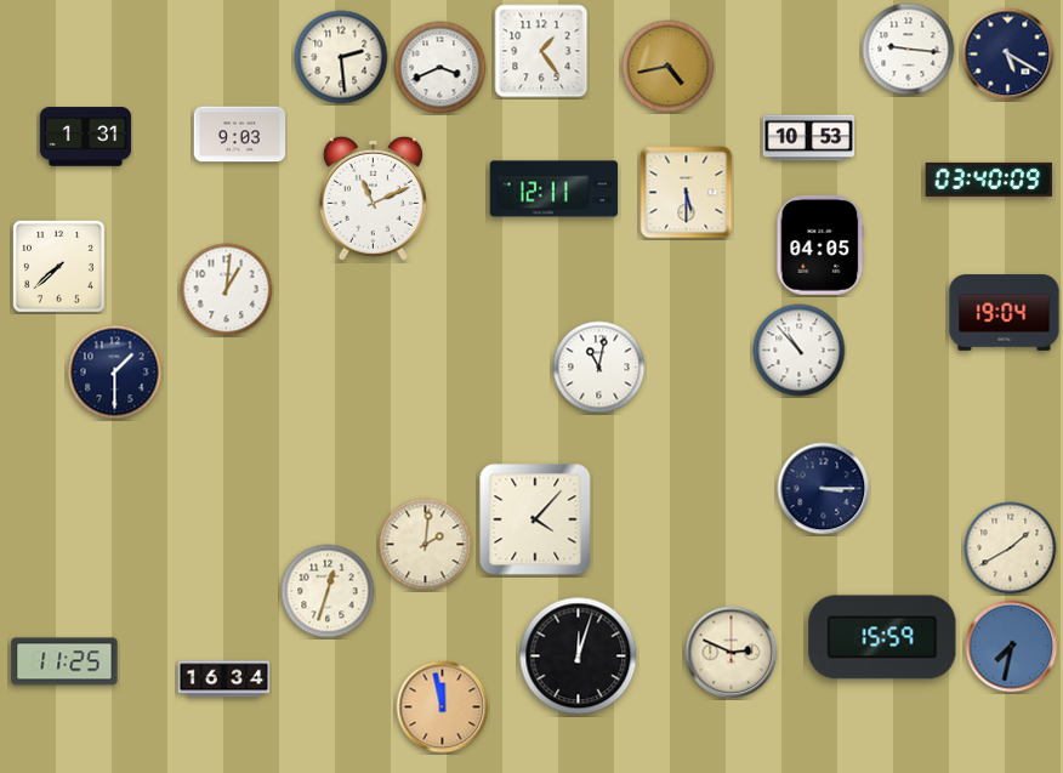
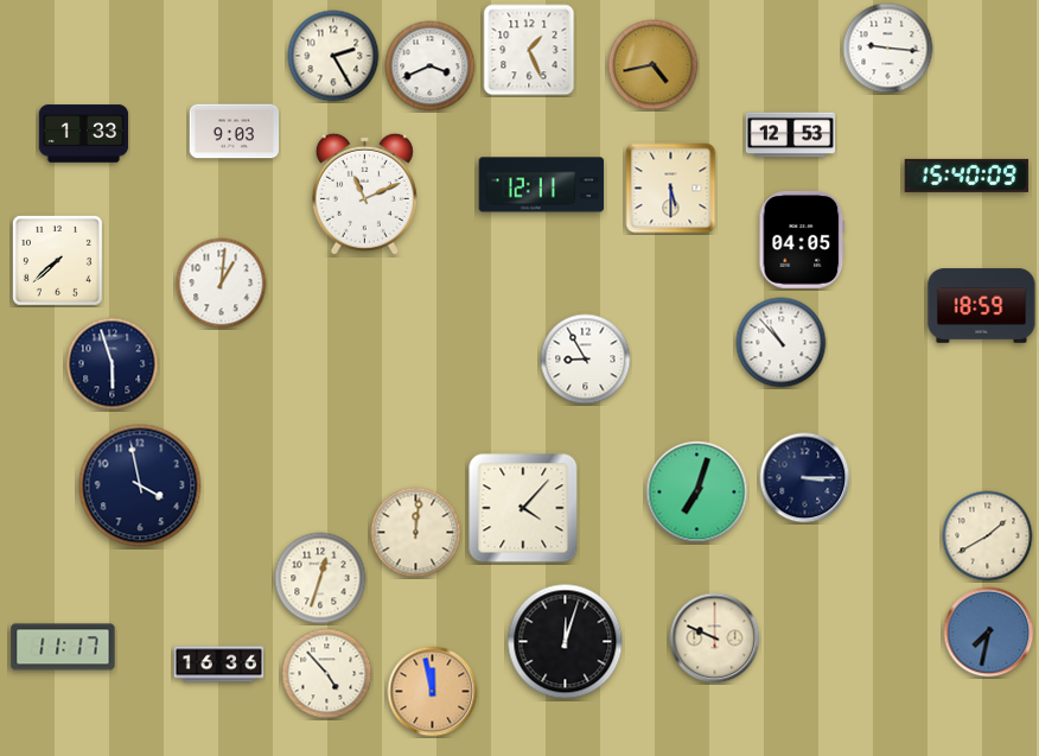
clock at (541, 51): 1:24 -> 1:26
clock at (1008, 55): 5:20 -> none
clock at (341, 57): 2:29 -> 2:25
clock at (86, 137): 1:31 -> 1:33
clock at (809, 138): 10:53 -> 12:53
clock at (989, 180): 03:40 -> 15:40
clock at (1005, 313): 19:04 -> 18:59
clock at (599, 368): 11:02 -> 8:55
clock at (115, 373): 1:30 -> 5:57
clock at (140, 485): none -> 3:58
clock at (697, 493): none -> 7:03
clock at (426, 545): 2:01 -> 12:01
clock at (882, 637): 15:59 -> none
clock at (732, 653): 2:49 -> 9:49
clock at (64, 661): 11:25 -> 11:17
clock at (224, 680): 16:34 -> 16:36
clock at (327, 674): none -> 4:53
